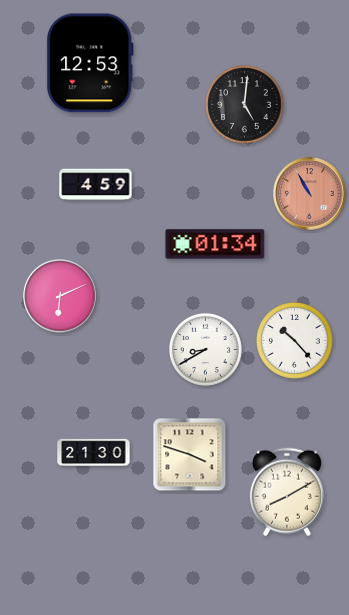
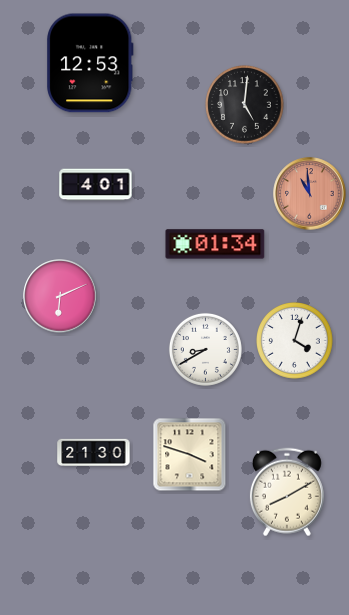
clock at (96, 185): 4:59 -> 4:01
clock at (310, 194): 10:55 -> 10:59
clock at (295, 341): 10:23 -> 4:03
